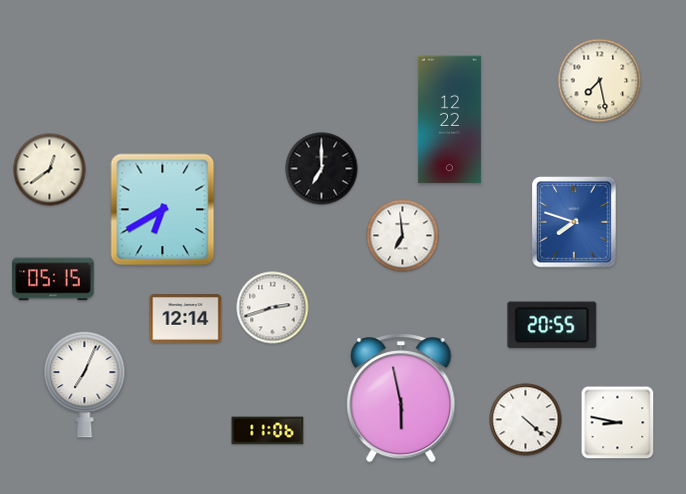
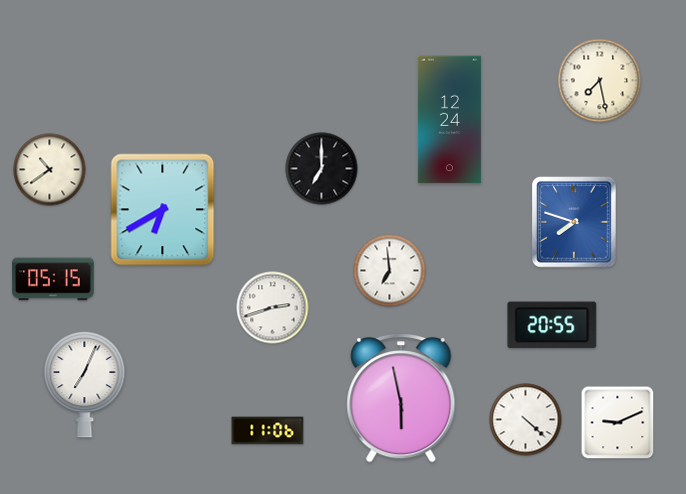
clock at (449, 120): 12:22 -> 12:24
clock at (50, 170): 12:39 -> 10:39
clock at (403, 236) position: (403, 236) -> (390, 271)
clock at (186, 319): 12:14 -> none
clock at (618, 423): 8:47 -> 9:11
